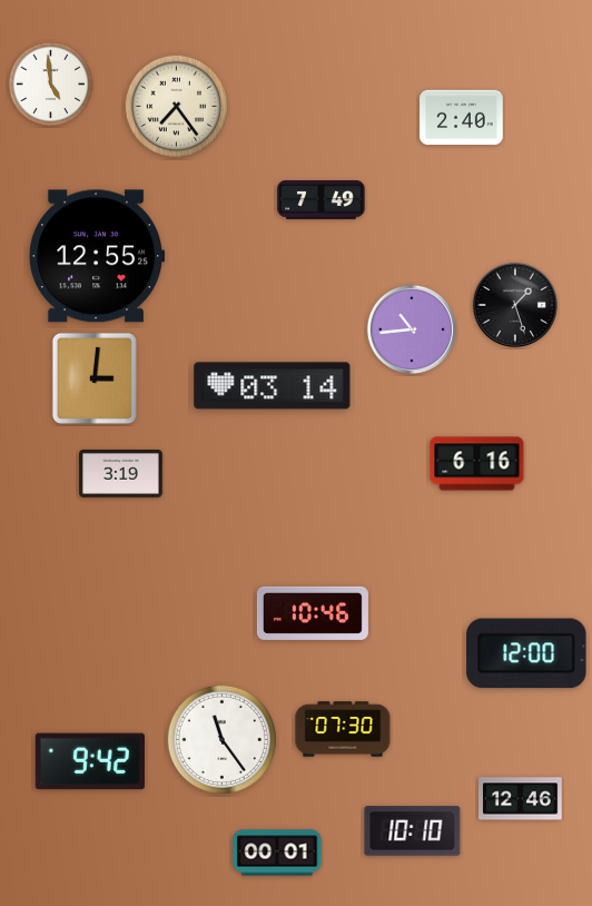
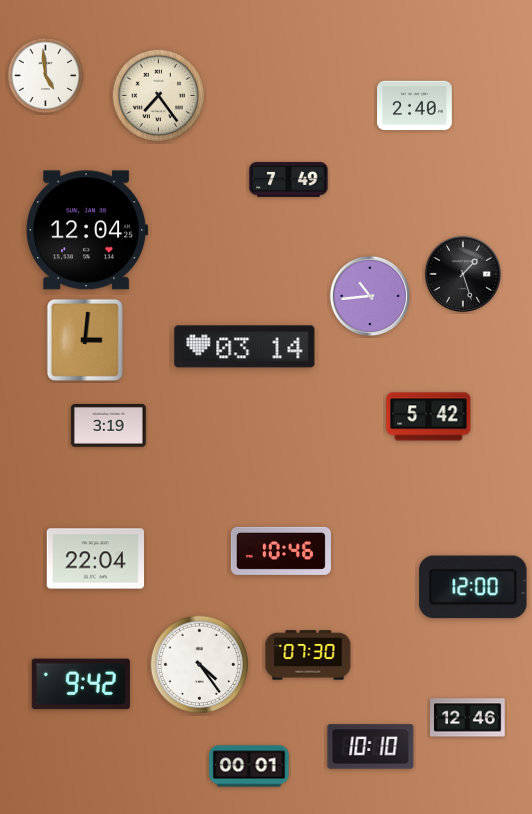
clock at (98, 256): 12:55 -> 12:04
clock at (477, 464): 6:16 -> 5:42
clock at (95, 559): none -> 22:04
clock at (223, 740): 11:24 -> 4:24
